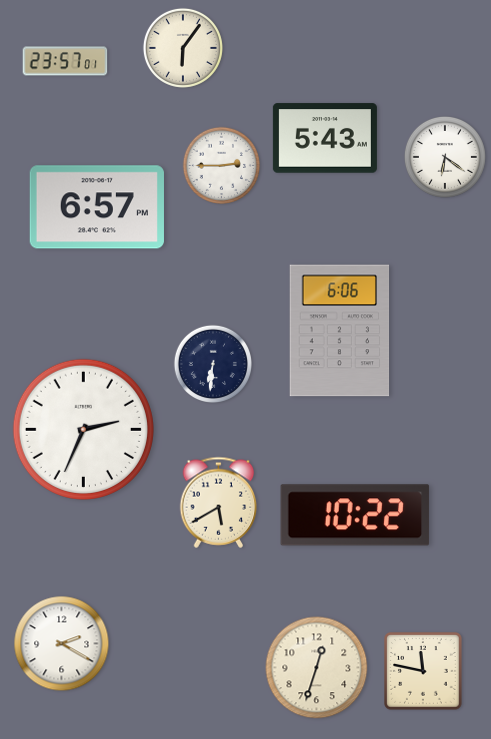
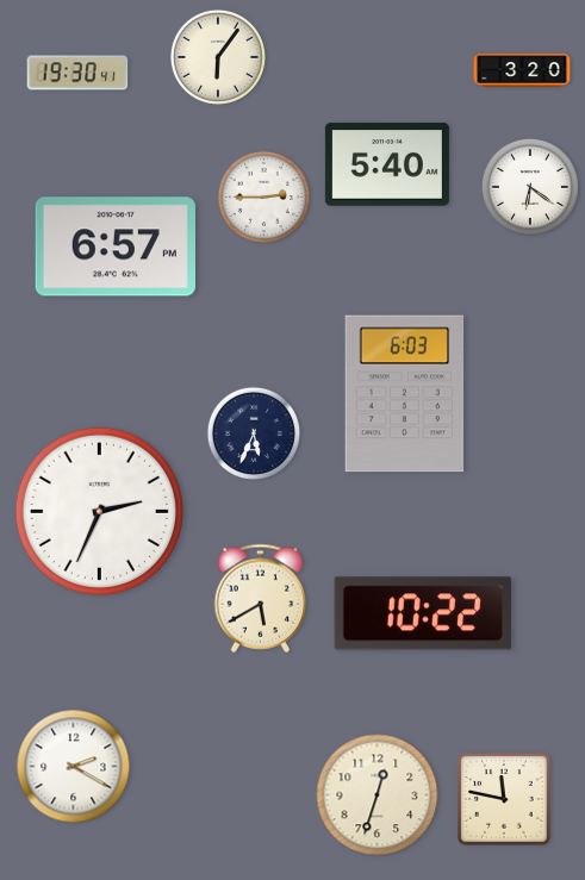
clock at (522, 70): none -> 3:20
clock at (65, 61): 23:57 -> 19:30
clock at (325, 138): 5:43 -> 5:40
clock at (340, 331): 6:06 -> 6:03
clock at (212, 363): 6:31 -> 5:34
